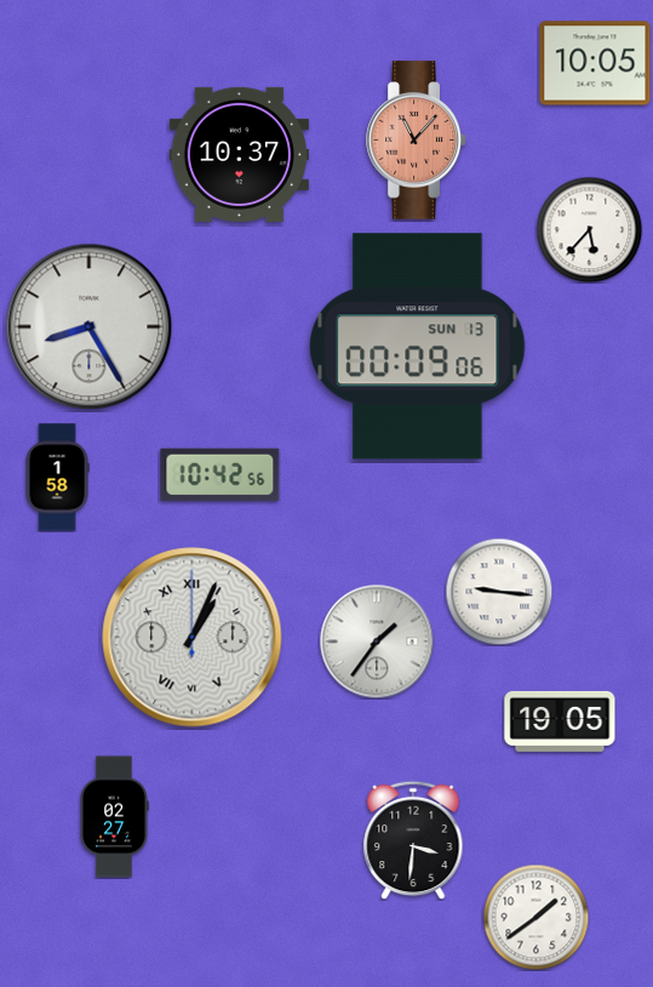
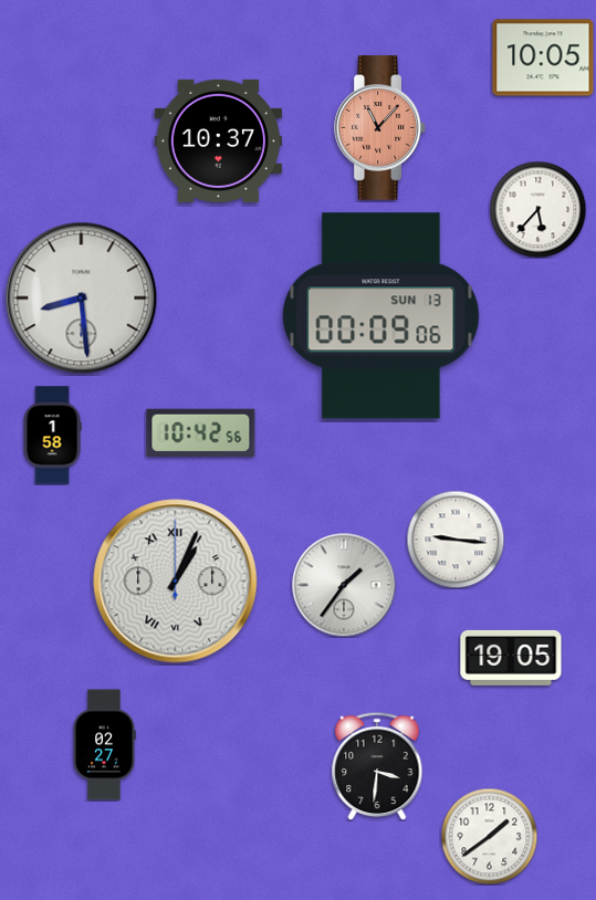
clock at (90, 327): 8:25 -> 8:29
